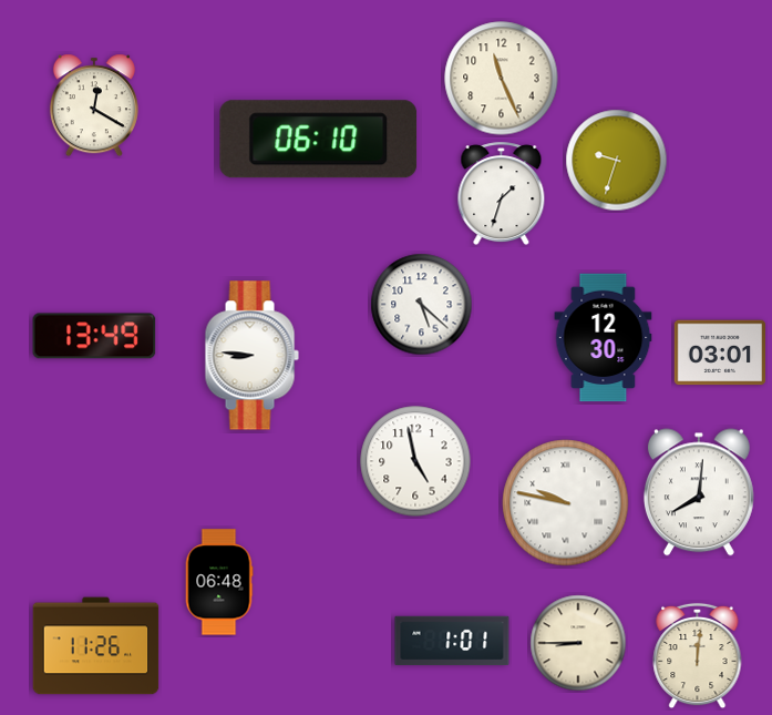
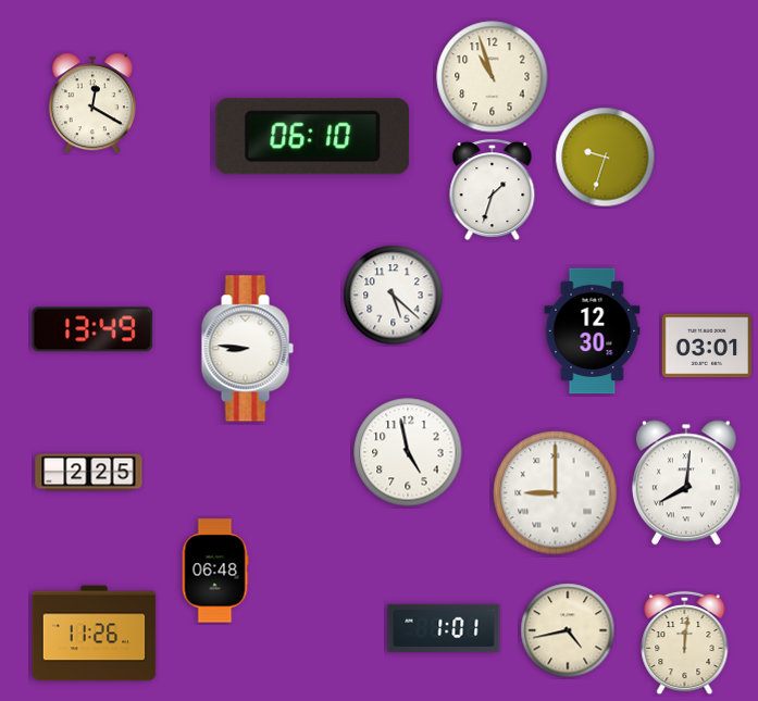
clock at (502, 79): 11:26 -> 10:57
clock at (422, 305) position: (422, 305) -> (394, 296)
clock at (89, 473): none -> 2:25
clock at (566, 503): 9:47 -> 9:00
clock at (578, 643): 8:45 -> 4:43
